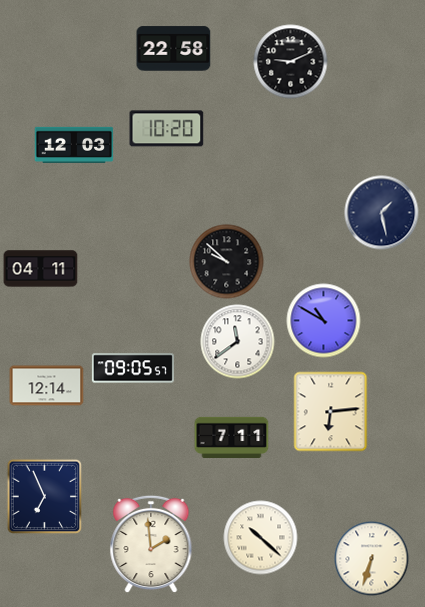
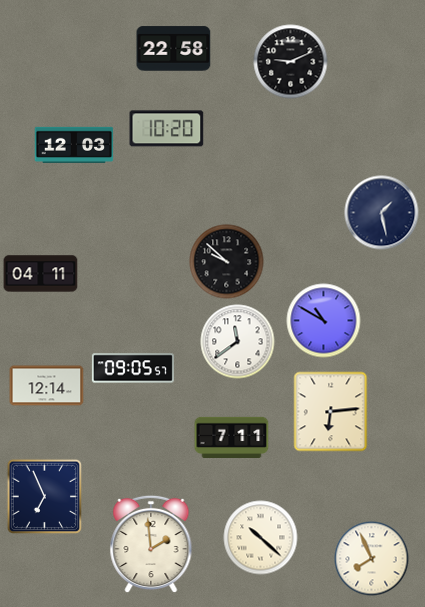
clock at (41, 269) position: (41, 269) -> (41, 274)
clock at (372, 559): 6:33 -> 7:56
